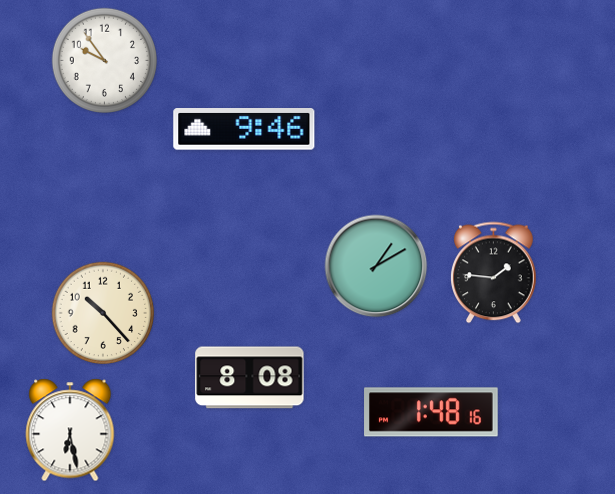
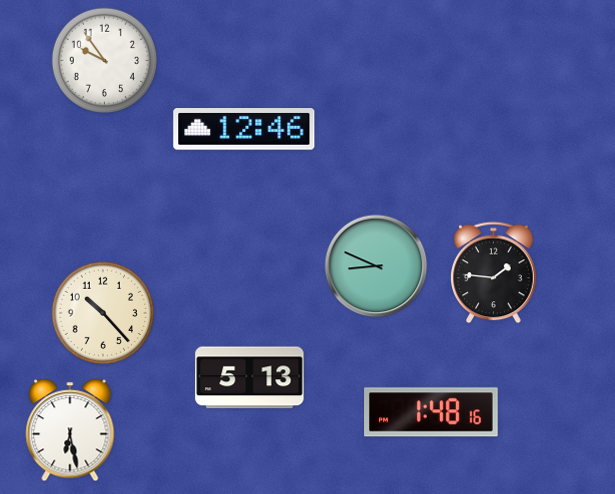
clock at (244, 130): 9:46 -> 12:46
clock at (376, 266): 1:10 -> 8:49
clock at (250, 378): 8:08 -> 5:13
